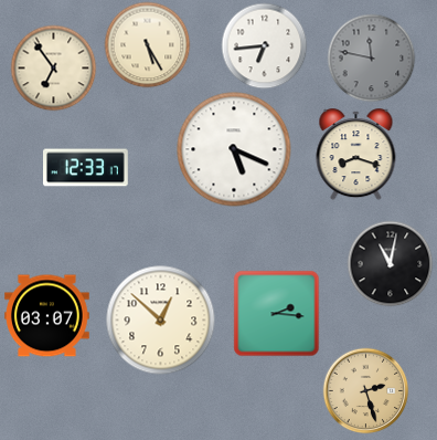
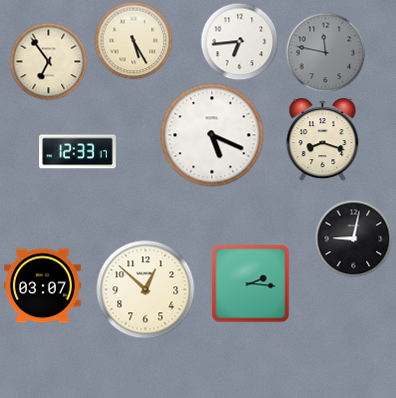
clock at (371, 57) position: (371, 57) -> (325, 52)
clock at (390, 263): 11:02 -> 9:02
clock at (365, 390): 2:27 -> none
